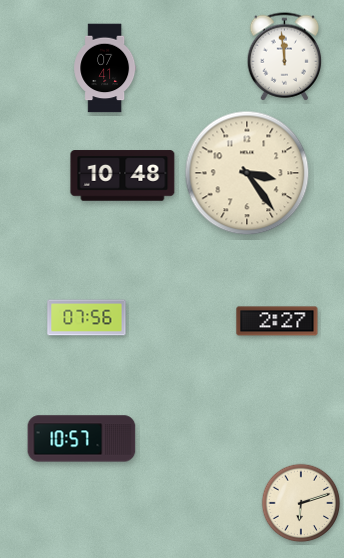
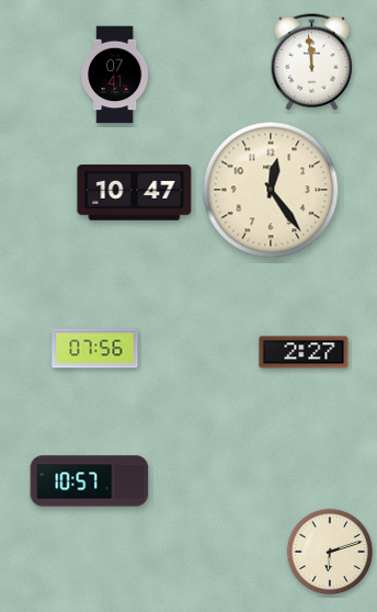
clock at (247, 173): 3:24 -> 12:24
clock at (123, 176): 10:48 -> 10:47
